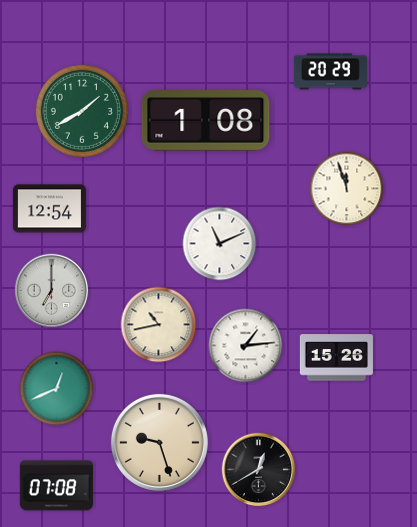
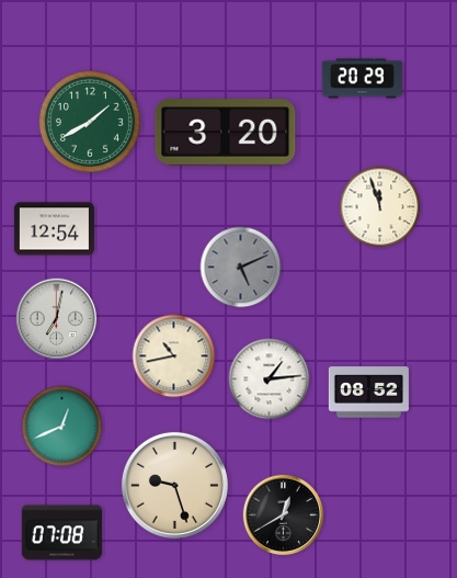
clock at (206, 121): 1:08 -> 3:20
clock at (220, 244): 11:11 -> 5:11
clock at (220, 244) dial: white -> grey
clock at (52, 291): 7:00 -> 7:02
clock at (336, 358): 15:26 -> 08:52
